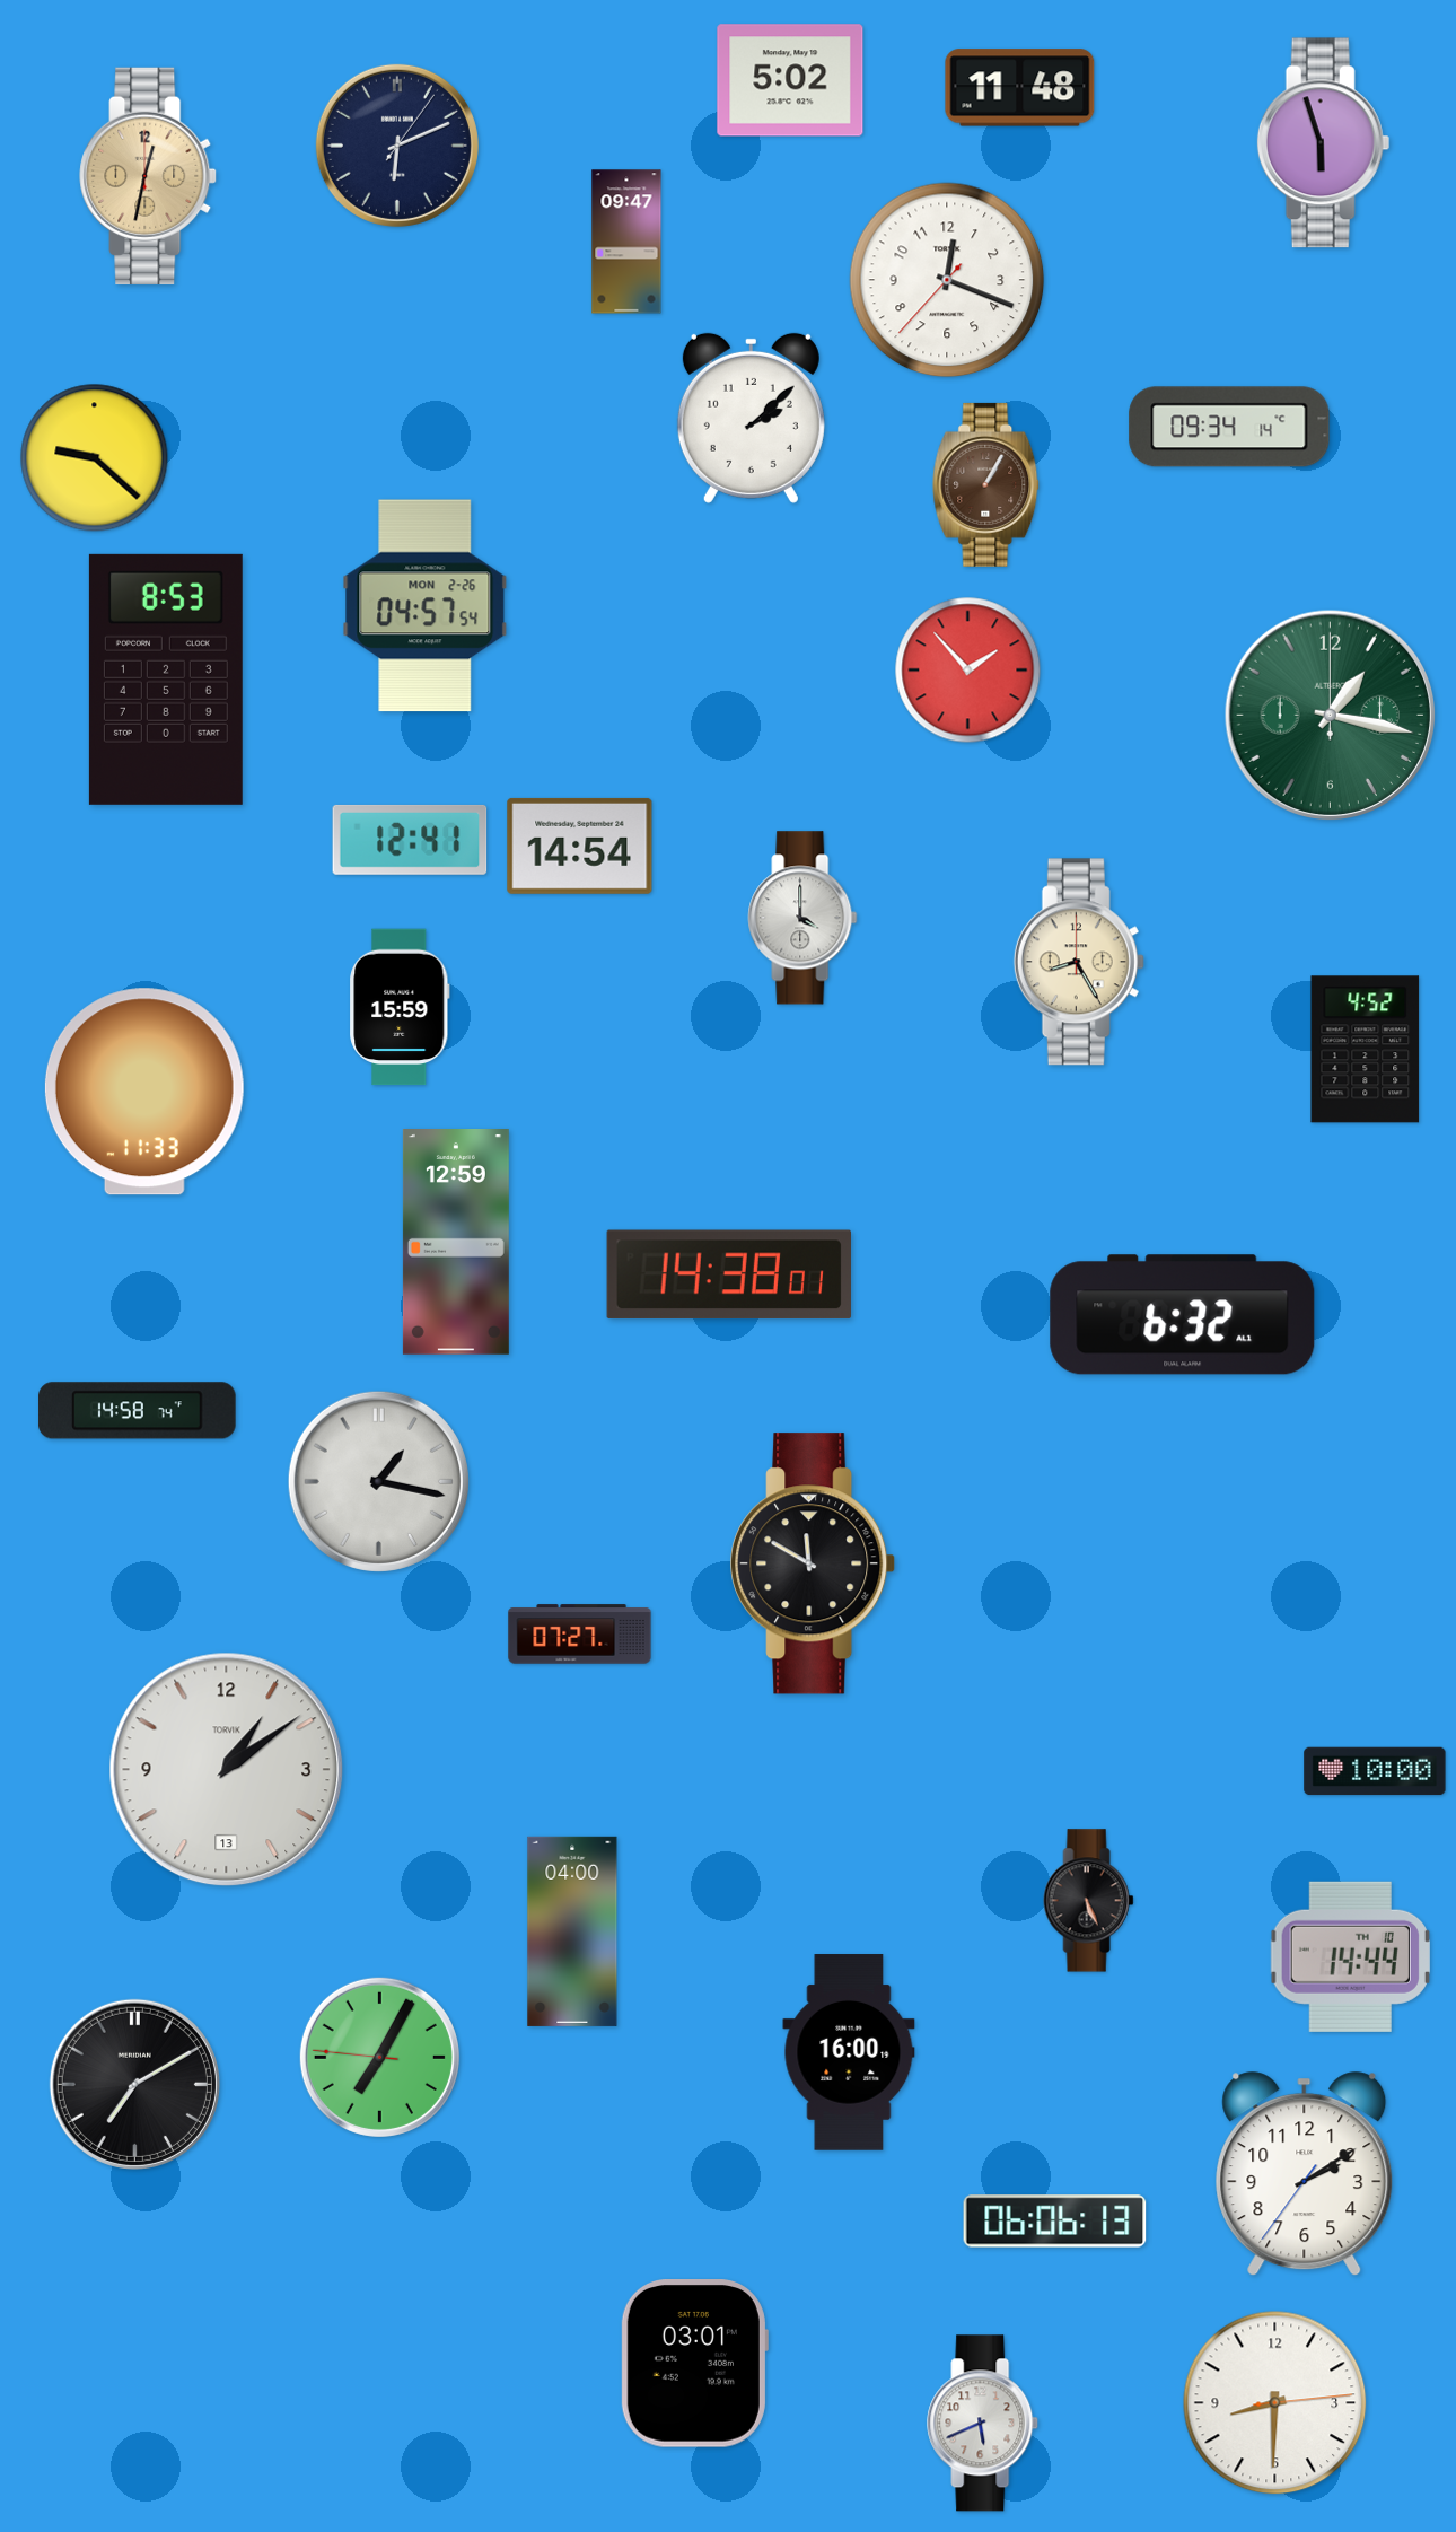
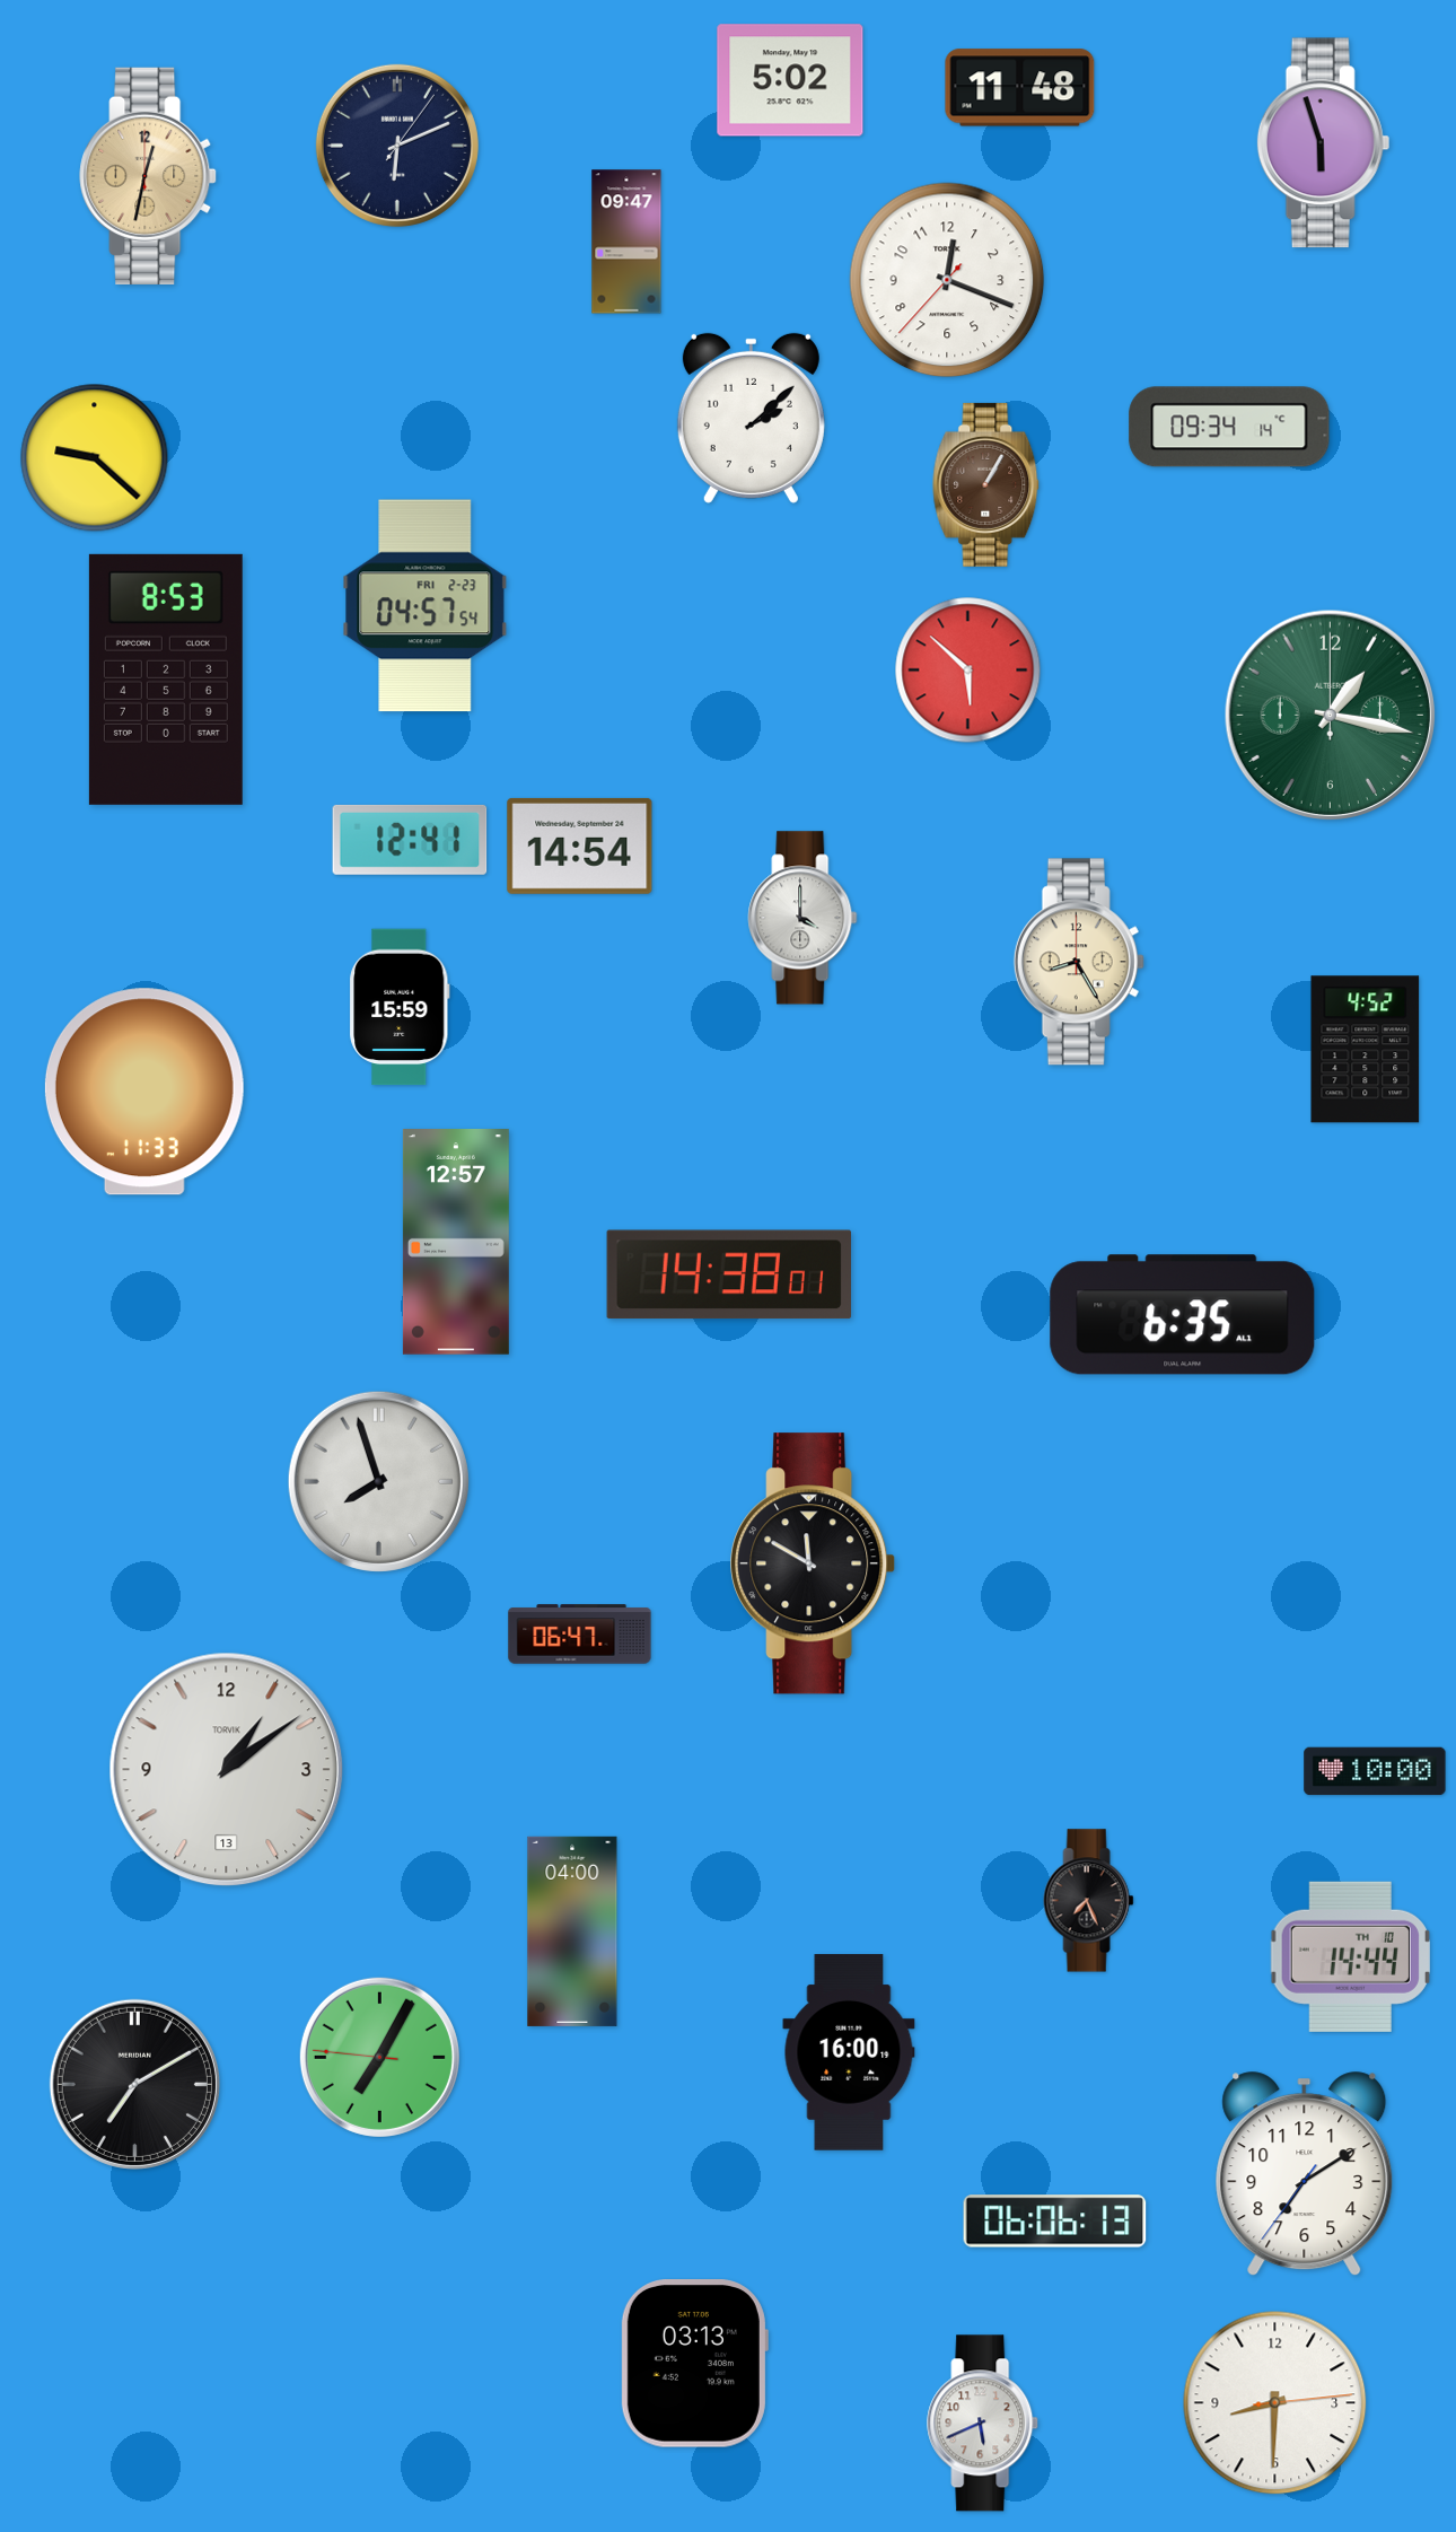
clock at (426, 606) date: MON 2-26 -> FRI 2-23
clock at (968, 671): 1:53 -> 5:52
clock at (456, 1243): 12:59 -> 12:57
clock at (1183, 1315): 6:32 -> 6:35
clock at (138, 1411): 14:58 -> none
clock at (378, 1481): 1:17 -> 7:57
clock at (580, 1635): 07:27 -> 06:47
clock at (1089, 1901): 5:26 -> 7:26
clock at (1305, 2174): 2:09 -> 7:09
clock at (694, 2364): 03:01 -> 03:13
